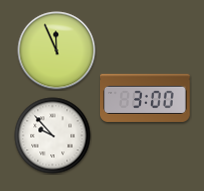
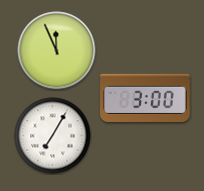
clock at (53, 136): 9:53 -> 7:05
